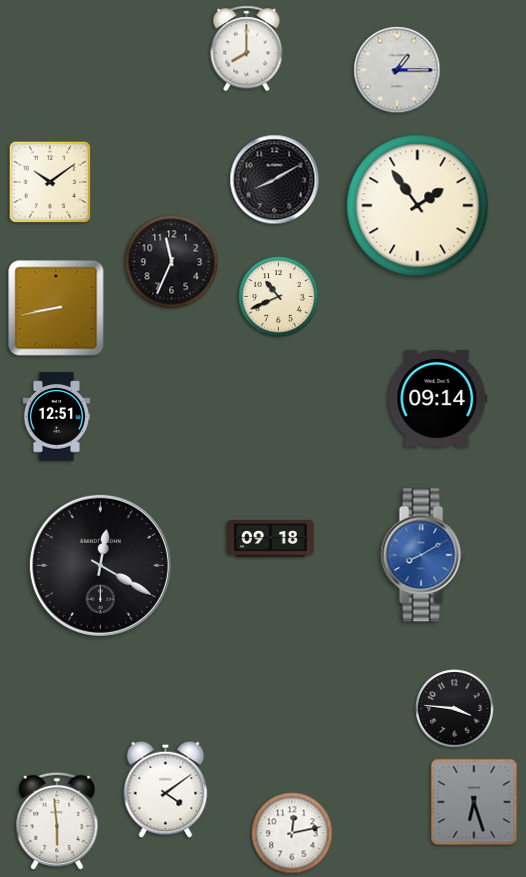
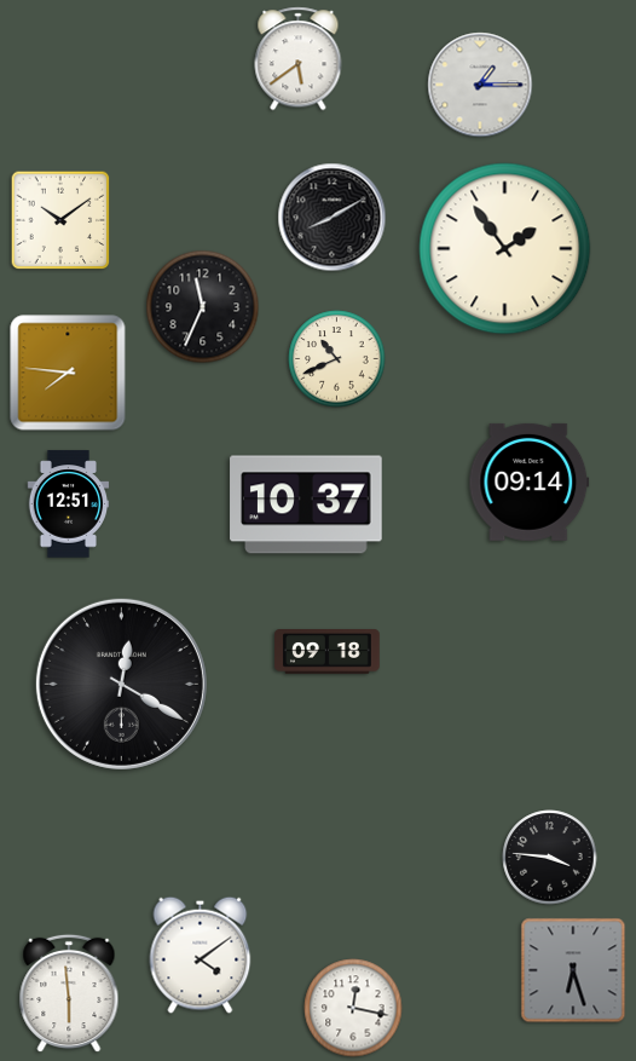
clock at (247, 49): 8:00 -> 5:39
clock at (172, 262) position: (172, 262) -> (203, 307)
clock at (56, 308): 8:43 -> 7:46
clock at (306, 504): none -> 10:37
clock at (423, 555): 8:10 -> none
clock at (292, 833): 12:13 -> 12:17
